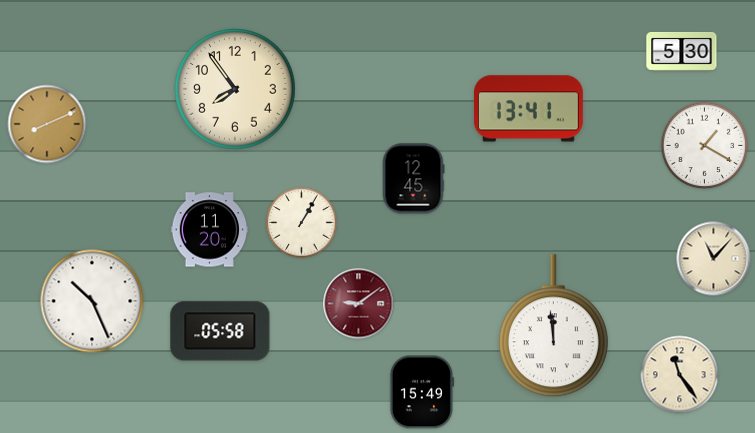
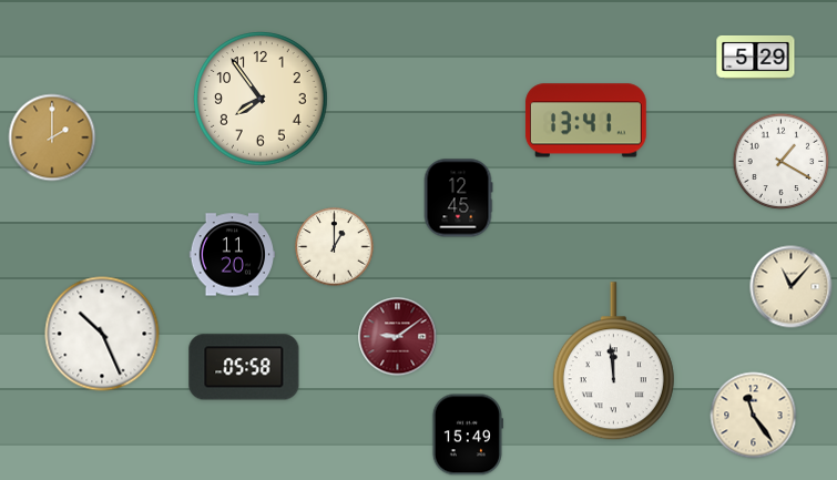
clock at (682, 51): 5:30 -> 5:29
clock at (47, 124): 8:11 -> 2:00
clock at (302, 223): 1:05 -> 1:00
